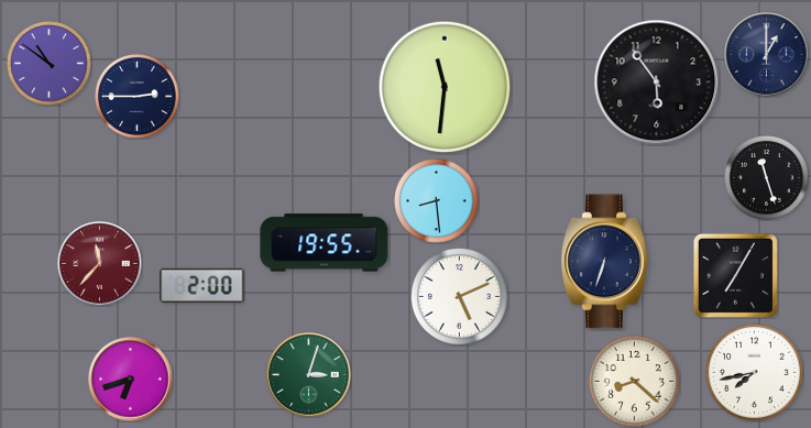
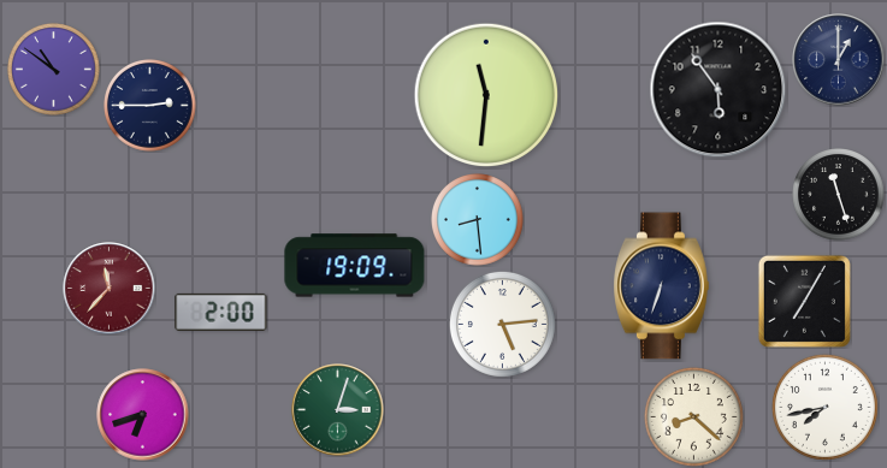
clock at (325, 243): 19:55 -> 19:09
clock at (459, 296): 5:11 -> 5:14
